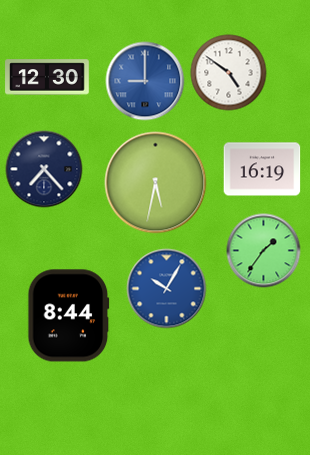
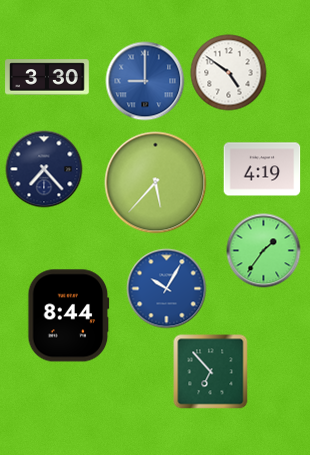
clock at (47, 77): 12:30 -> 3:30
clock at (262, 169): 16:19 -> 4:19
clock at (156, 183): 5:32 -> 5:37
clock at (211, 372): none -> 6:53
